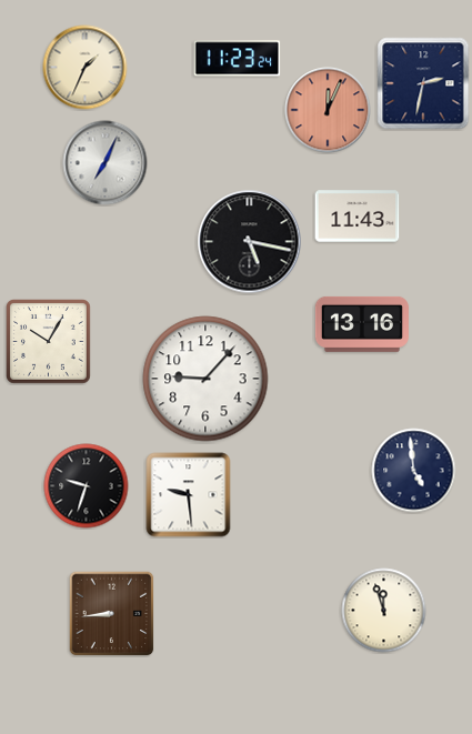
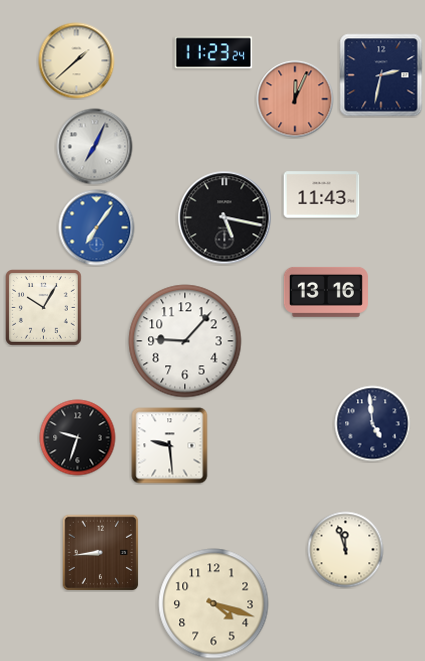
clock at (86, 68): 1:34 -> 1:38
clock at (97, 228): none -> 7:06
clock at (214, 604): none -> 4:18
